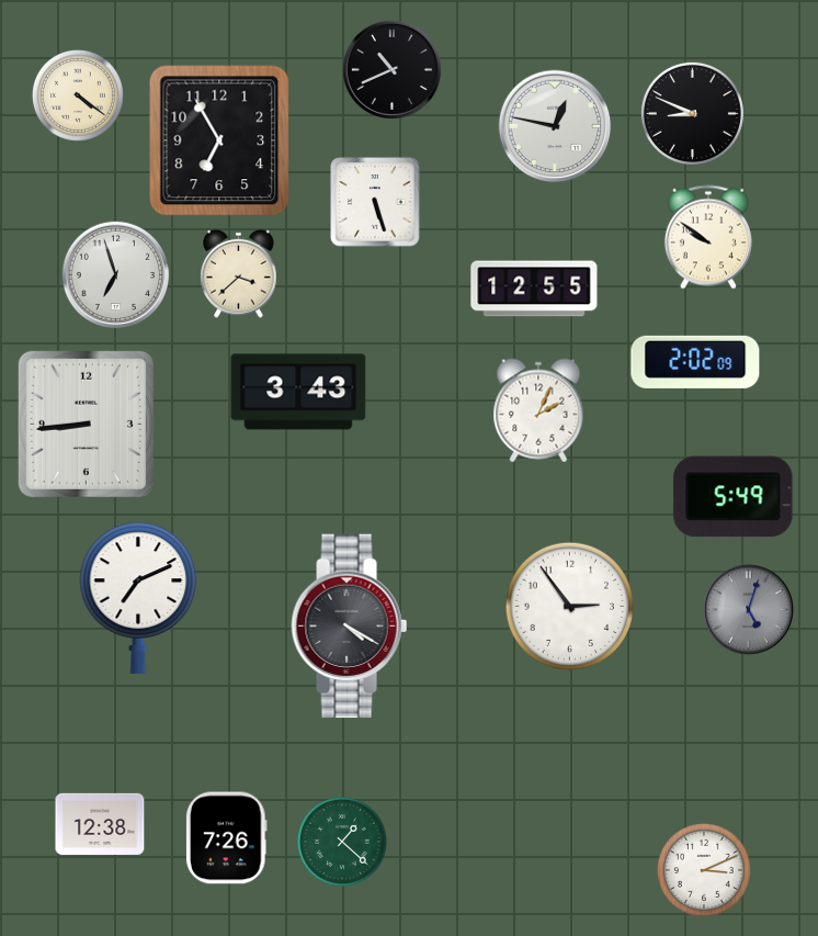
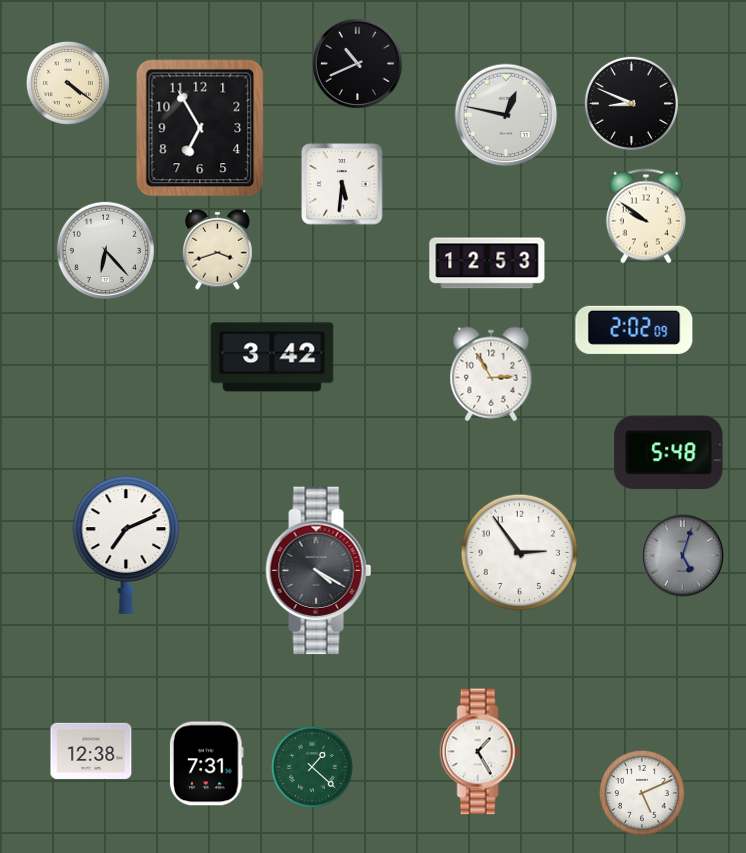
clock at (78, 95) position: (78, 95) -> (68, 83)
clock at (375, 202): 5:27 -> 5:31
clock at (239, 273): 3:38 -> 3:42
clock at (116, 275): 6:57 -> 6:23
clock at (534, 289): 12:55 -> 12:53
clock at (298, 392): 3:43 -> 3:42
clock at (538, 410): 2:04 -> 2:55
clock at (86, 424): 8:44 -> none
clock at (734, 497): 5:49 -> 5:48
clock at (480, 752): none -> 1:25
clock at (226, 838): 7:26 -> 7:31
clock at (704, 870): 3:11 -> 5:11
